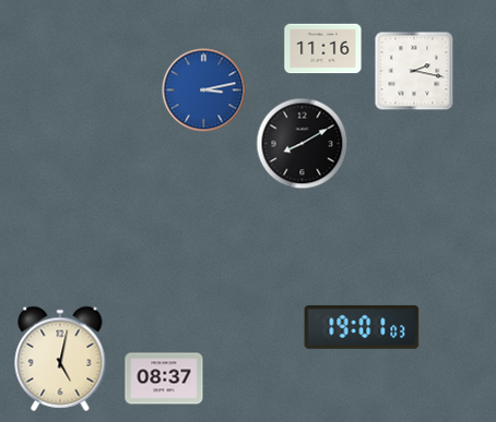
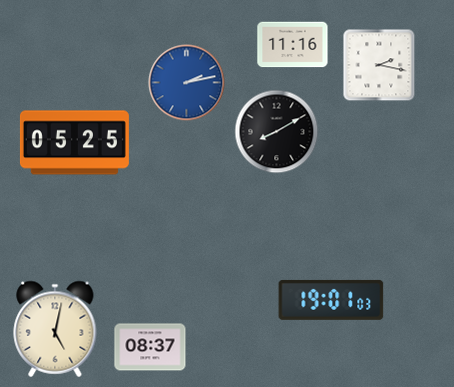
clock at (323, 49) position: (323, 49) -> (293, 45)
clock at (204, 91): 3:13 -> 2:13
clock at (74, 143): none -> 05:25
